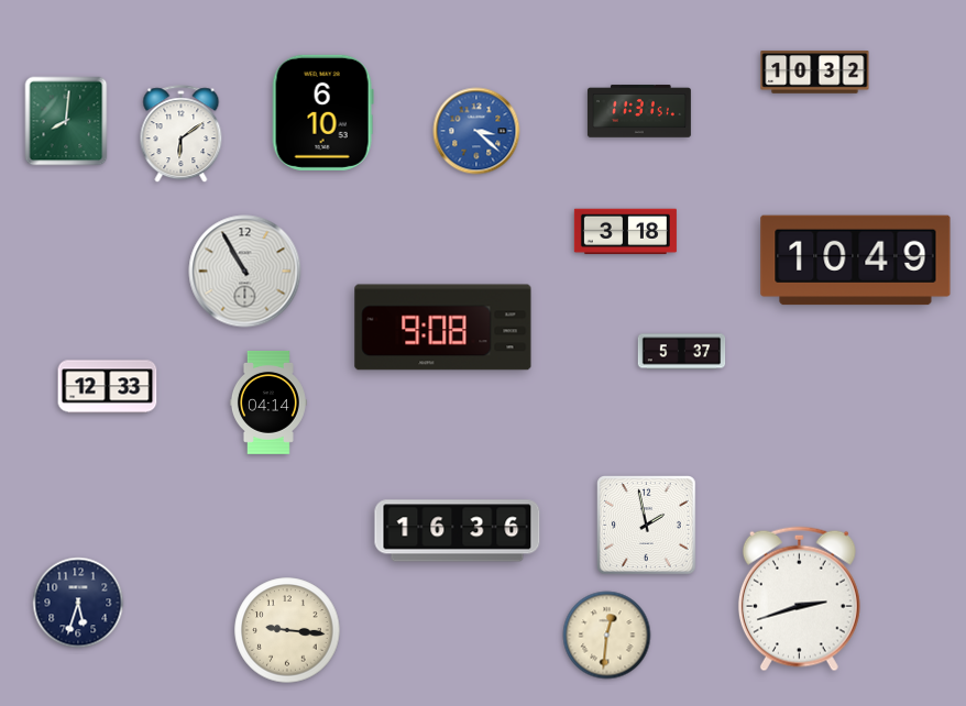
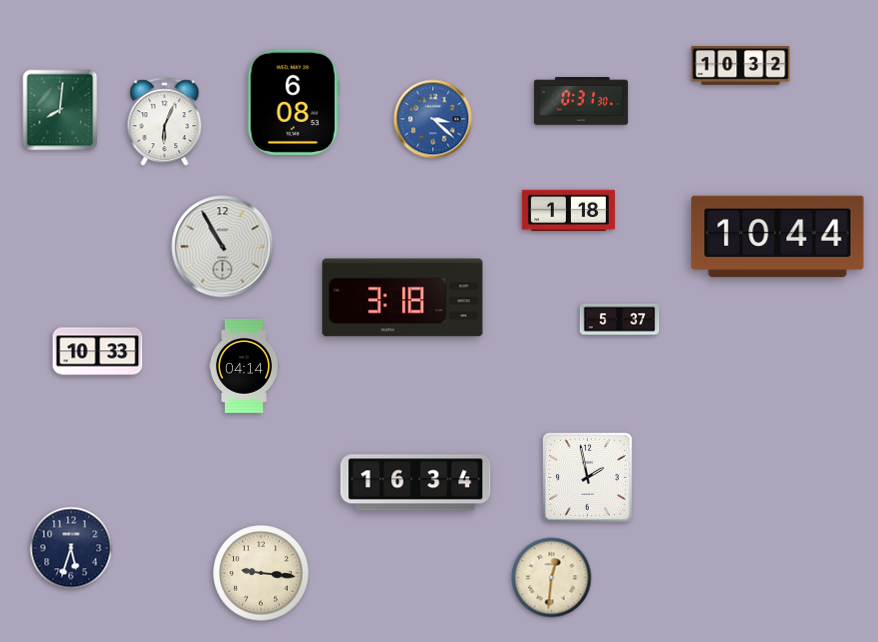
clock at (639, 111): 11:31 -> 0:31
clock at (322, 112): 6:10 -> 6:08
clock at (182, 134): 6:09 -> 6:04
clock at (625, 232): 3:18 -> 1:18
clock at (856, 261): 10:49 -> 10:44
clock at (443, 328): 9:08 -> 3:18
clock at (108, 387): 12:33 -> 10:33
clock at (458, 531): 16:36 -> 16:34
clock at (799, 599): 2:42 -> none
